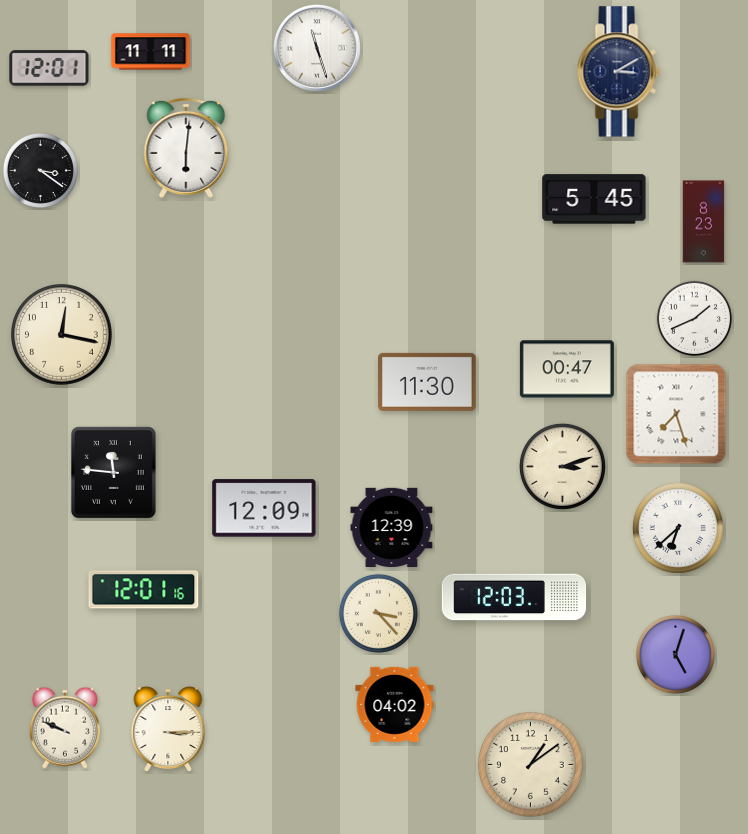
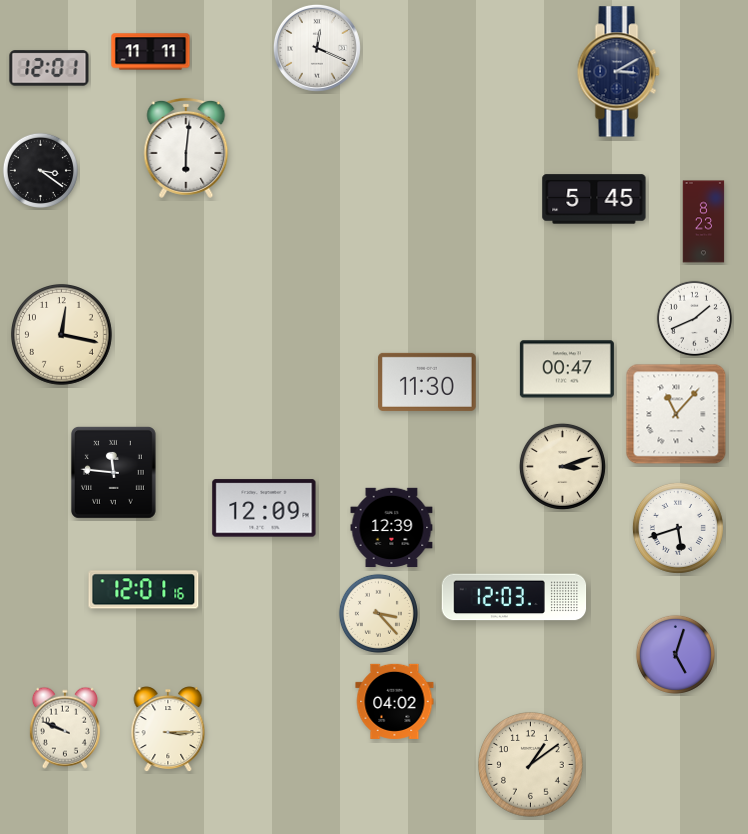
clock at (317, 48): 11:27 -> 12:19
clock at (676, 414): 7:27 -> 11:07
clock at (678, 528): 6:38 -> 5:42
clock at (395, 704) position: (395, 704) -> (395, 701)
